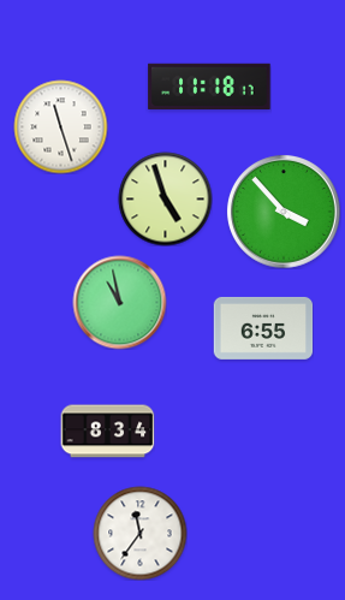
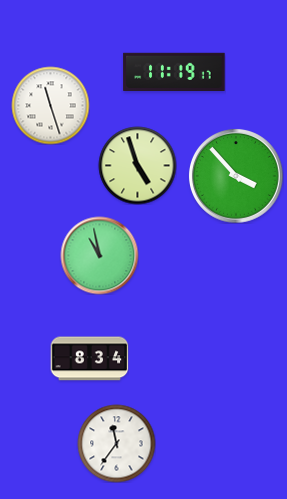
clock at (209, 87): 11:18 -> 11:19
clock at (119, 302) position: (119, 302) -> (99, 255)
clock at (263, 328): 6:55 -> none
